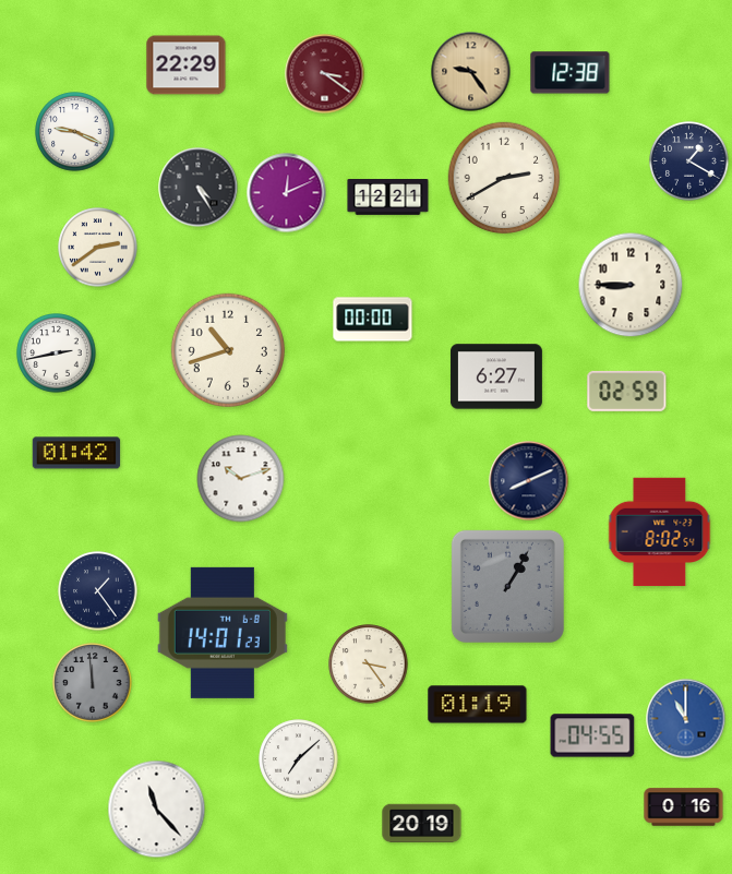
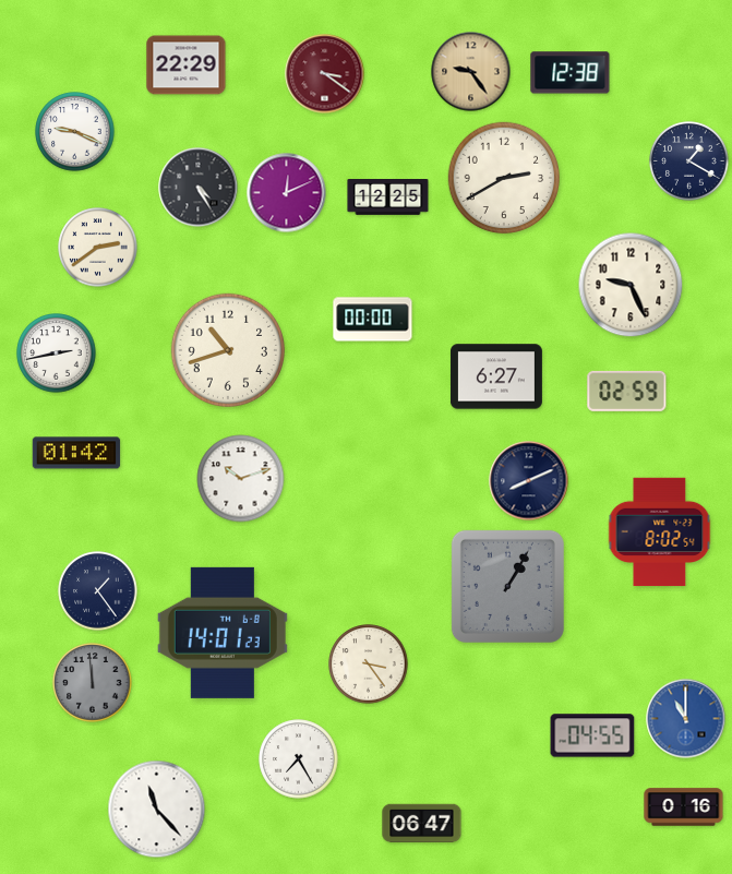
clock at (388, 197): 12:21 -> 12:25
clock at (631, 285): 8:45 -> 9:26
clock at (478, 705): 01:19 -> none
clock at (299, 759): 7:08 -> 7:25
clock at (422, 824): 20:19 -> 06:47
